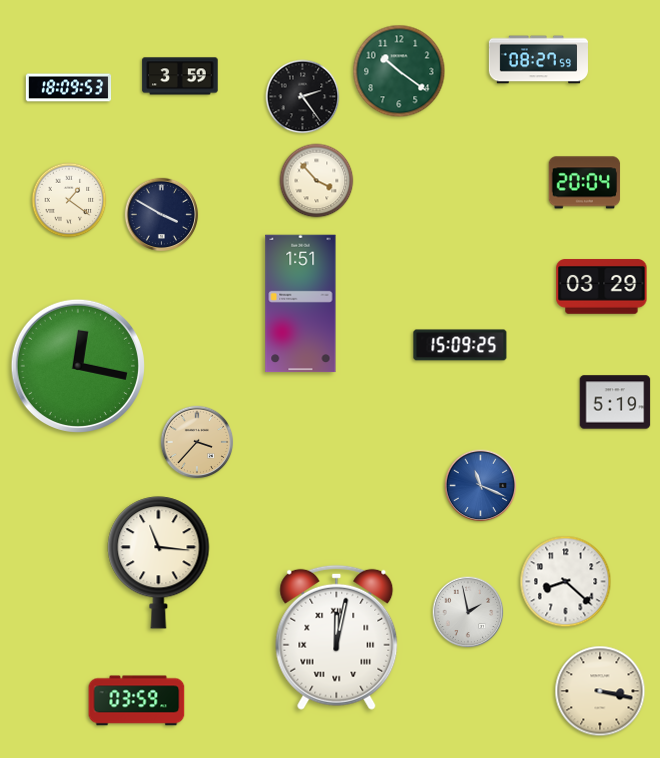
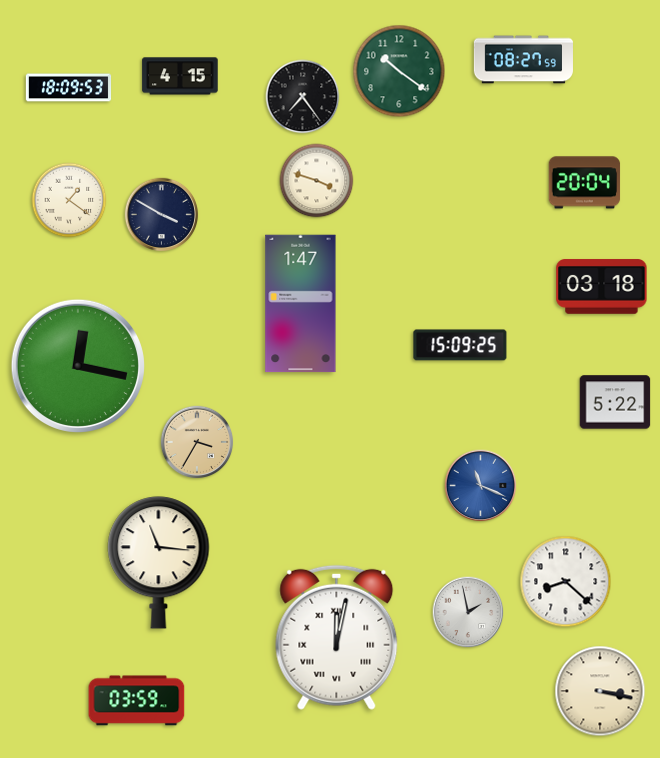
clock at (538, 60) position: (538, 60) -> (523, 60)
clock at (180, 76): 3:59 -> 4:15
clock at (303, 97): 2:24 -> 7:24
clock at (317, 181): 3:53 -> 3:48
clock at (602, 287): 03:29 -> 03:18
clock at (301, 304): 1:51 -> 1:47
clock at (615, 402): 5:19 -> 5:22
clock at (197, 442): 3:37 -> 3:35
